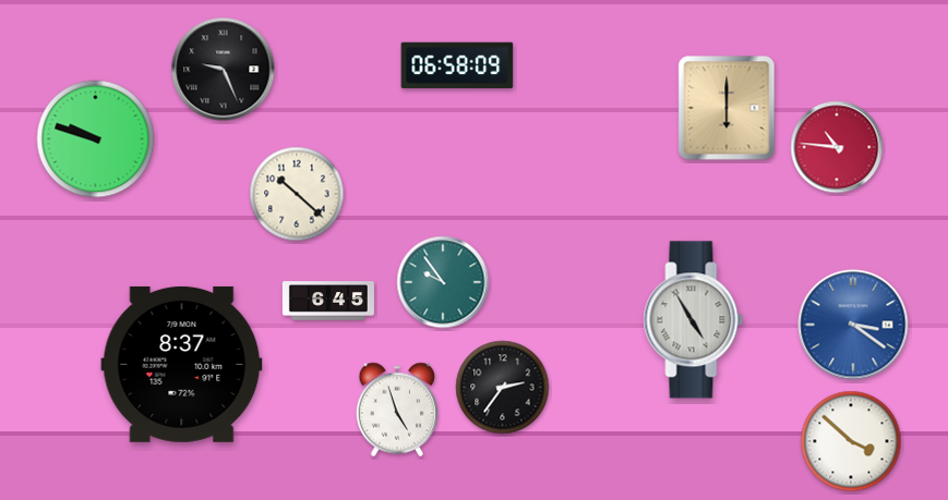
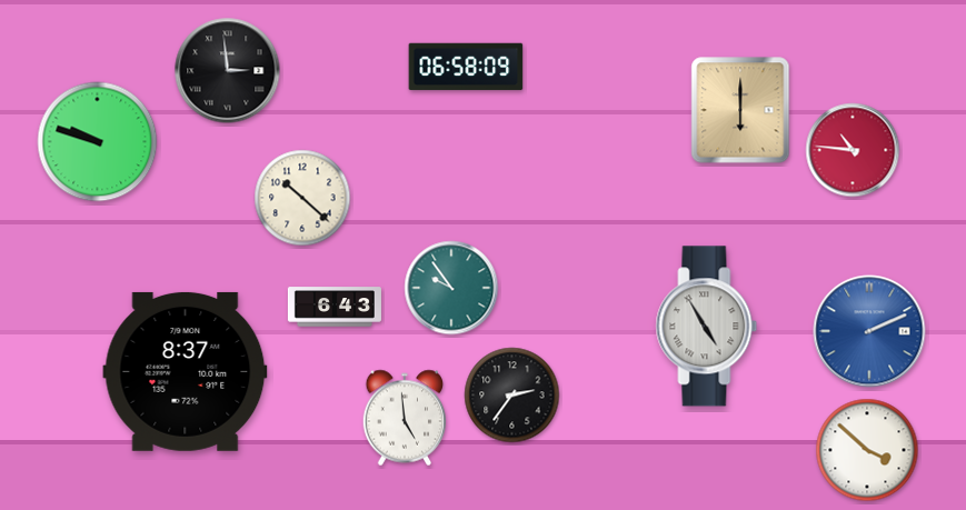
clock at (224, 70): 9:26 -> 2:59
clock at (328, 301): 6:45 -> 6:43
clock at (853, 325): 3:21 -> 2:11
clock at (397, 410): 4:57 -> 4:59
